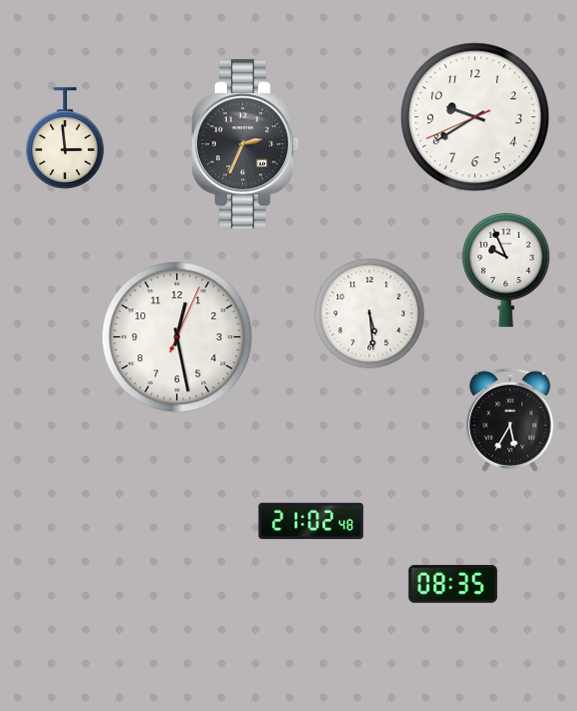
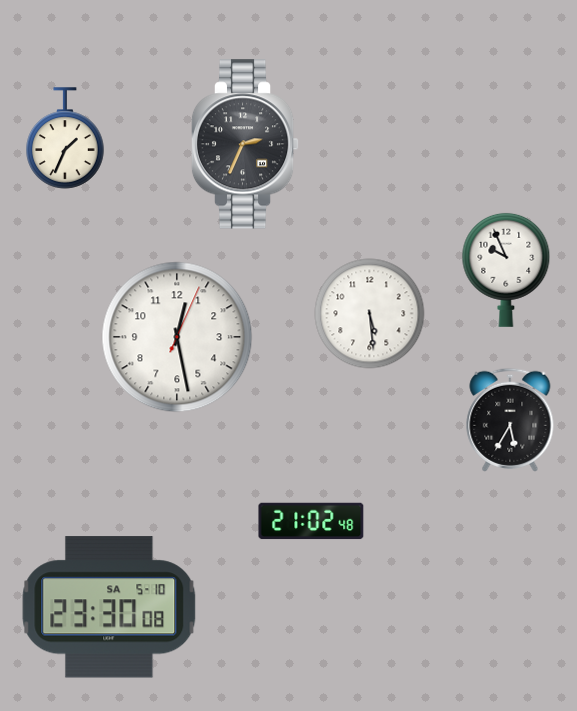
clock at (475, 117): 9:39 -> none
clock at (65, 138): 2:59 -> 1:34
clock at (453, 584): 08:35 -> none
clock at (109, 607): none -> 23:30
